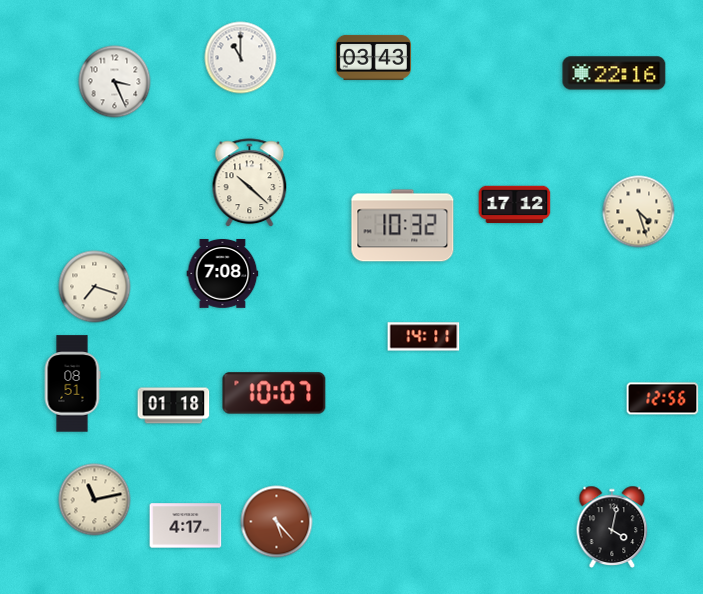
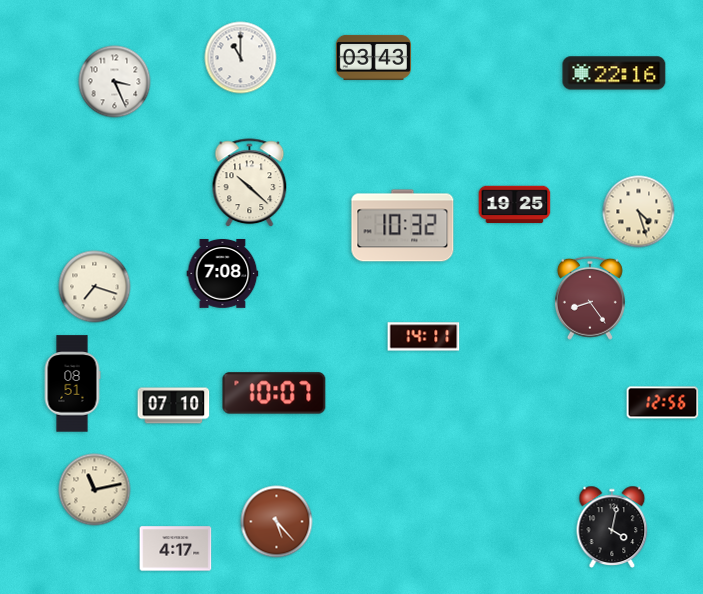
clock at (515, 205): 17:12 -> 19:25
clock at (590, 298): none -> 8:24
clock at (663, 399) position: (663, 399) -> (663, 403)
clock at (174, 406): 01:18 -> 07:10
clock at (95, 500) position: (95, 500) -> (95, 490)
clock at (186, 526) position: (186, 526) -> (176, 549)
